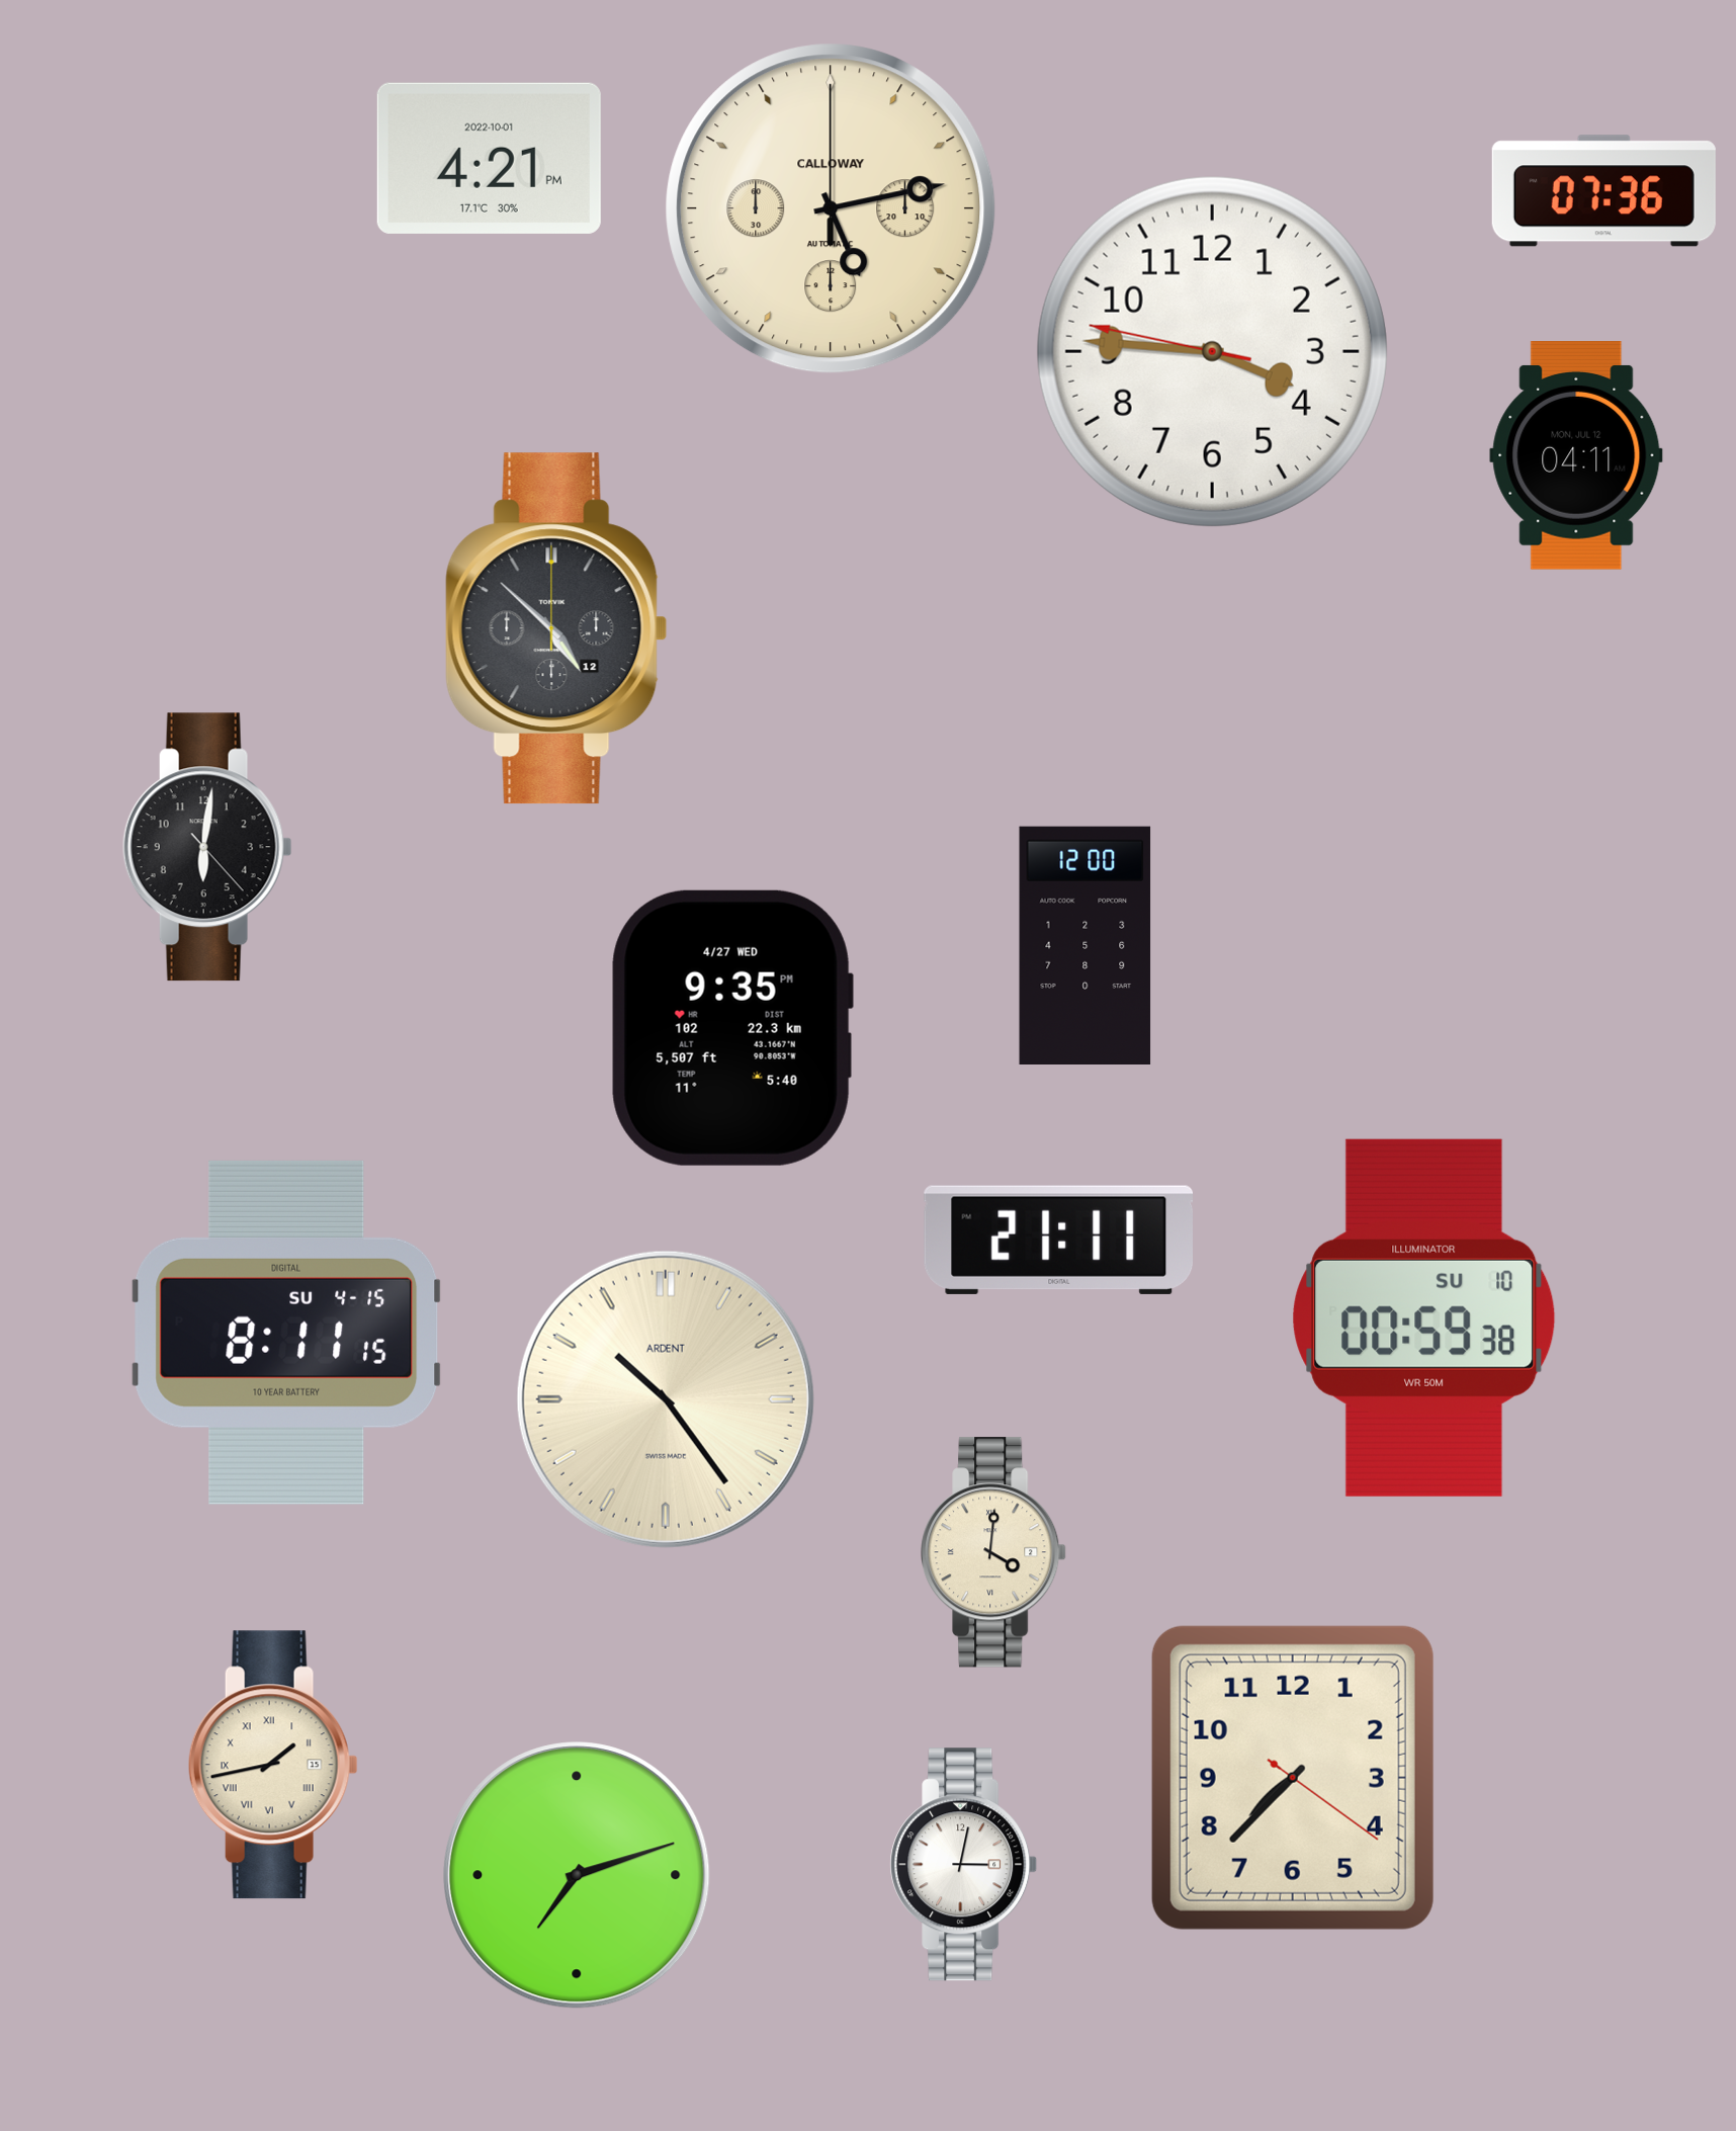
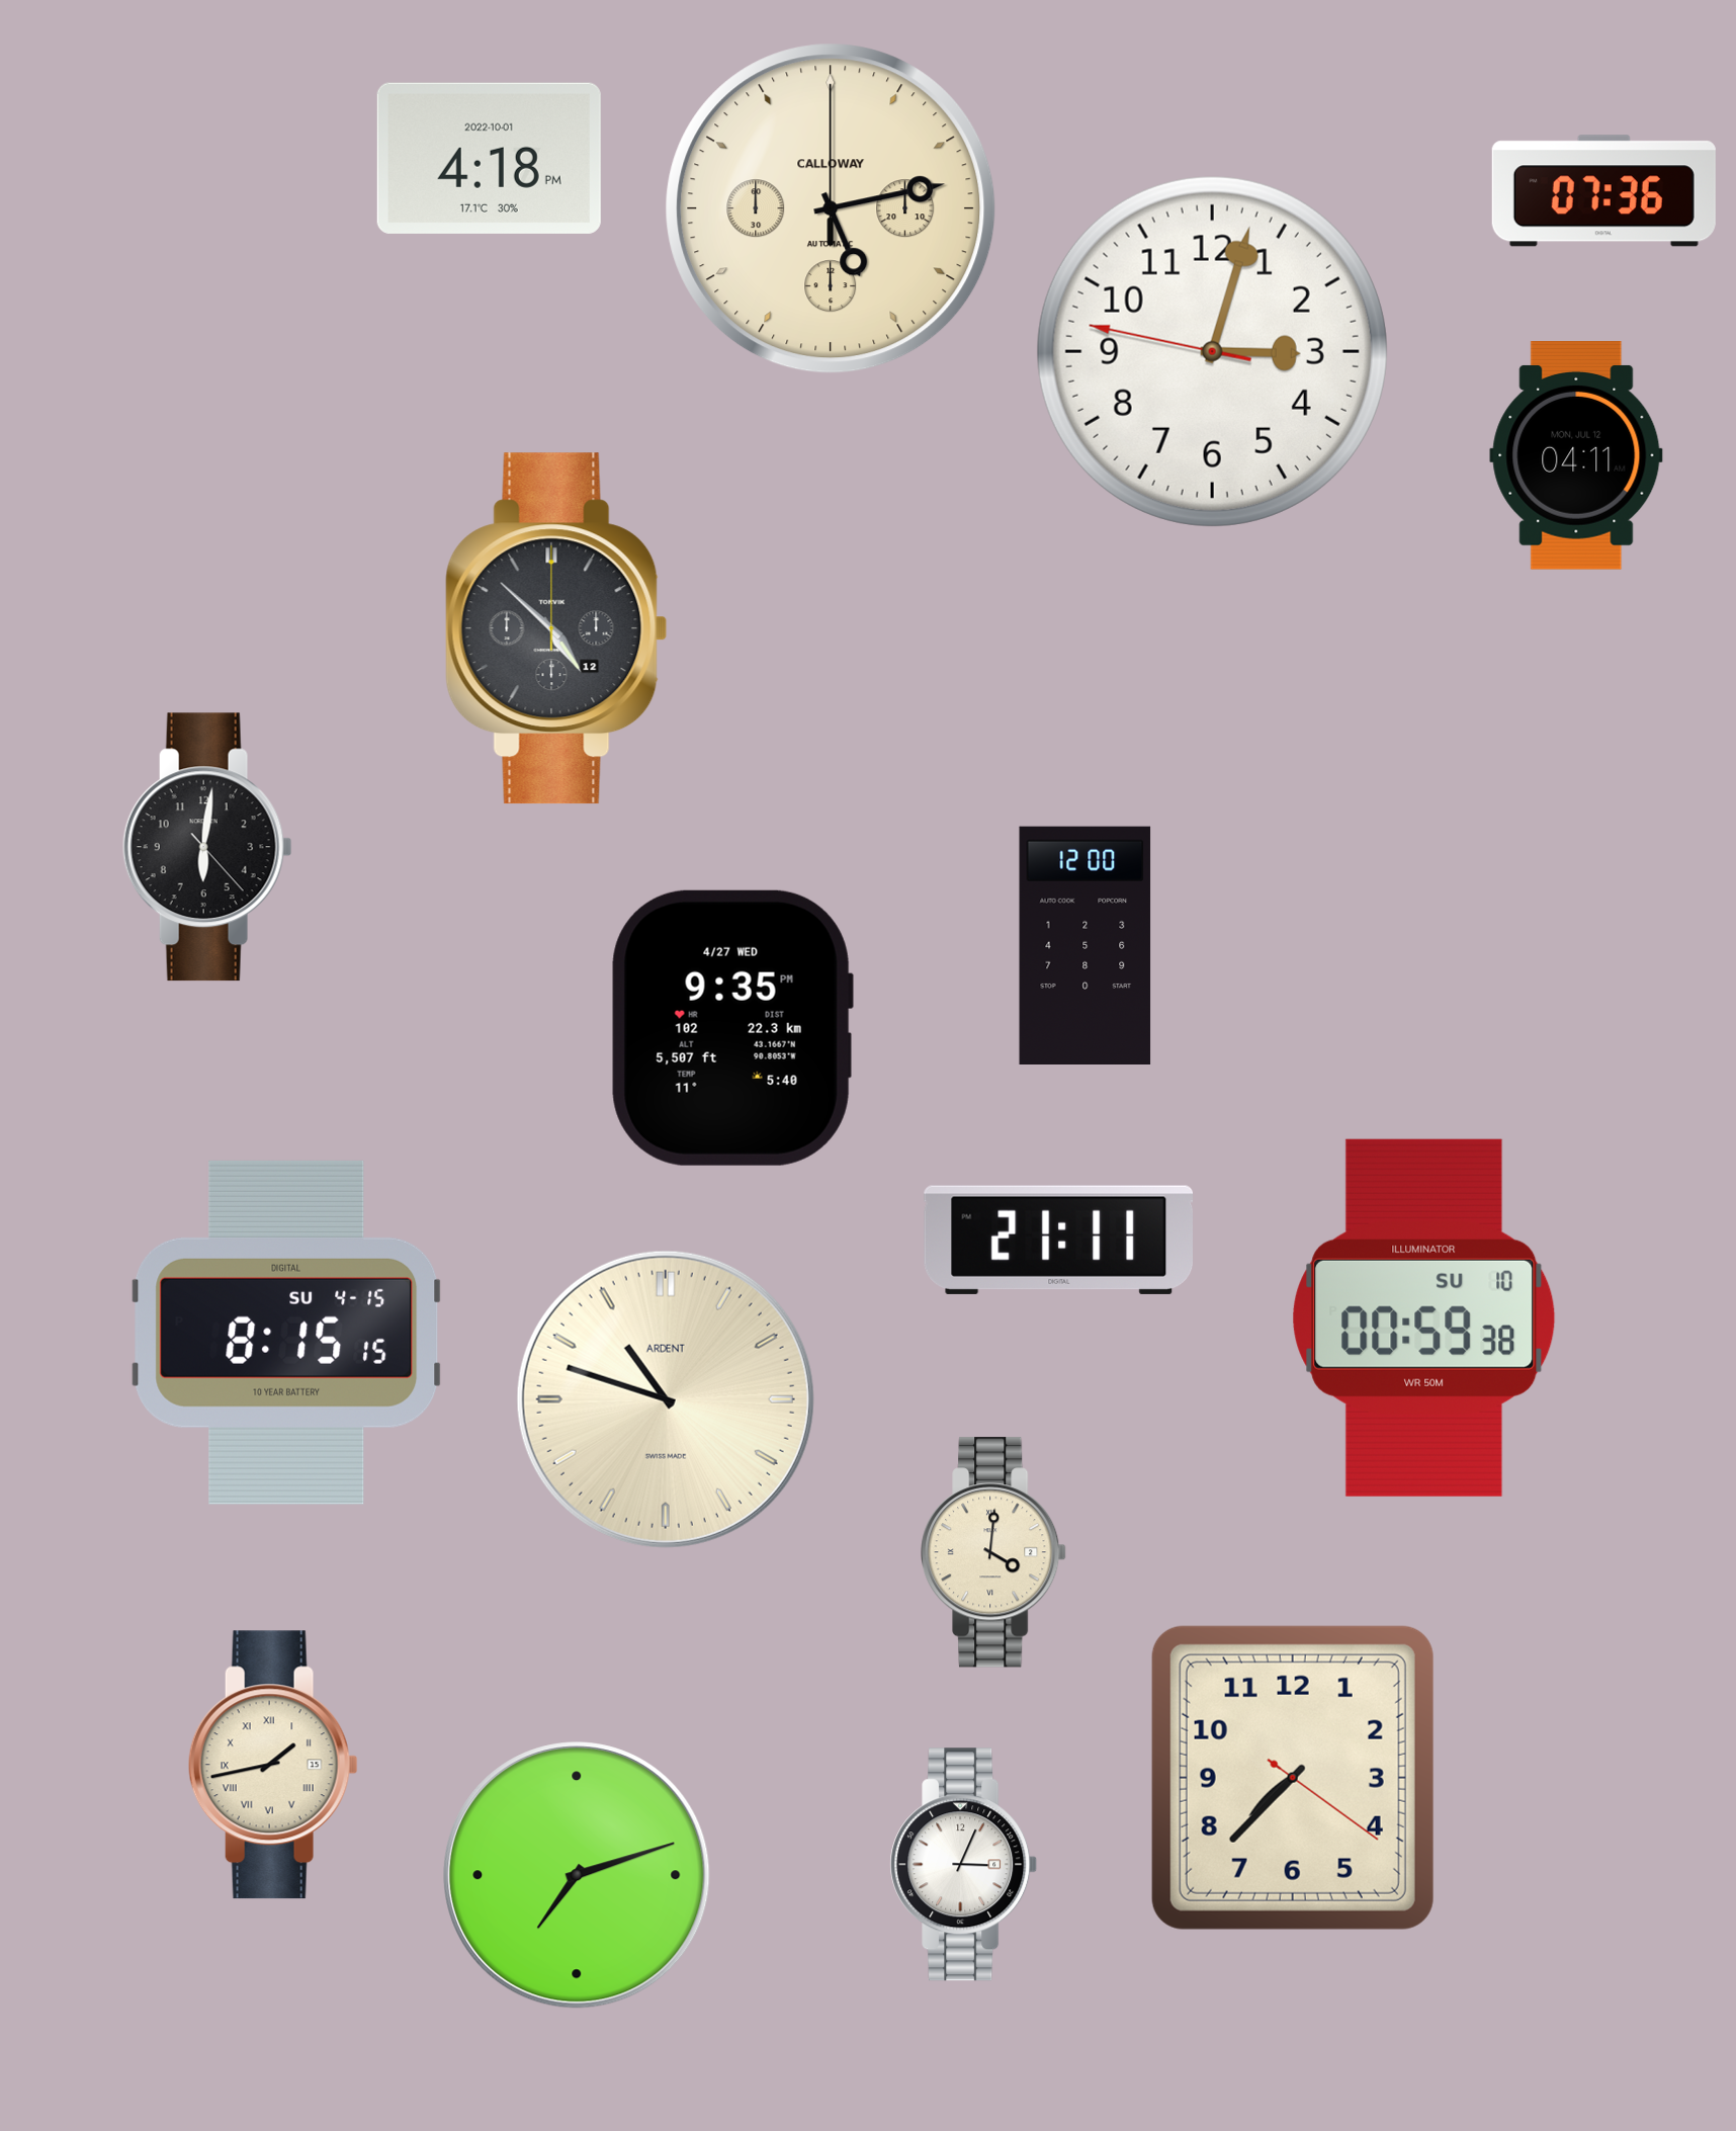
clock at (489, 158): 4:21 -> 4:18
clock at (1212, 351): 3:45 -> 3:02
clock at (286, 1333): 8:11 -> 8:15
clock at (666, 1399): 10:24 -> 10:48
clock at (964, 1865): 3:02 -> 3:04
